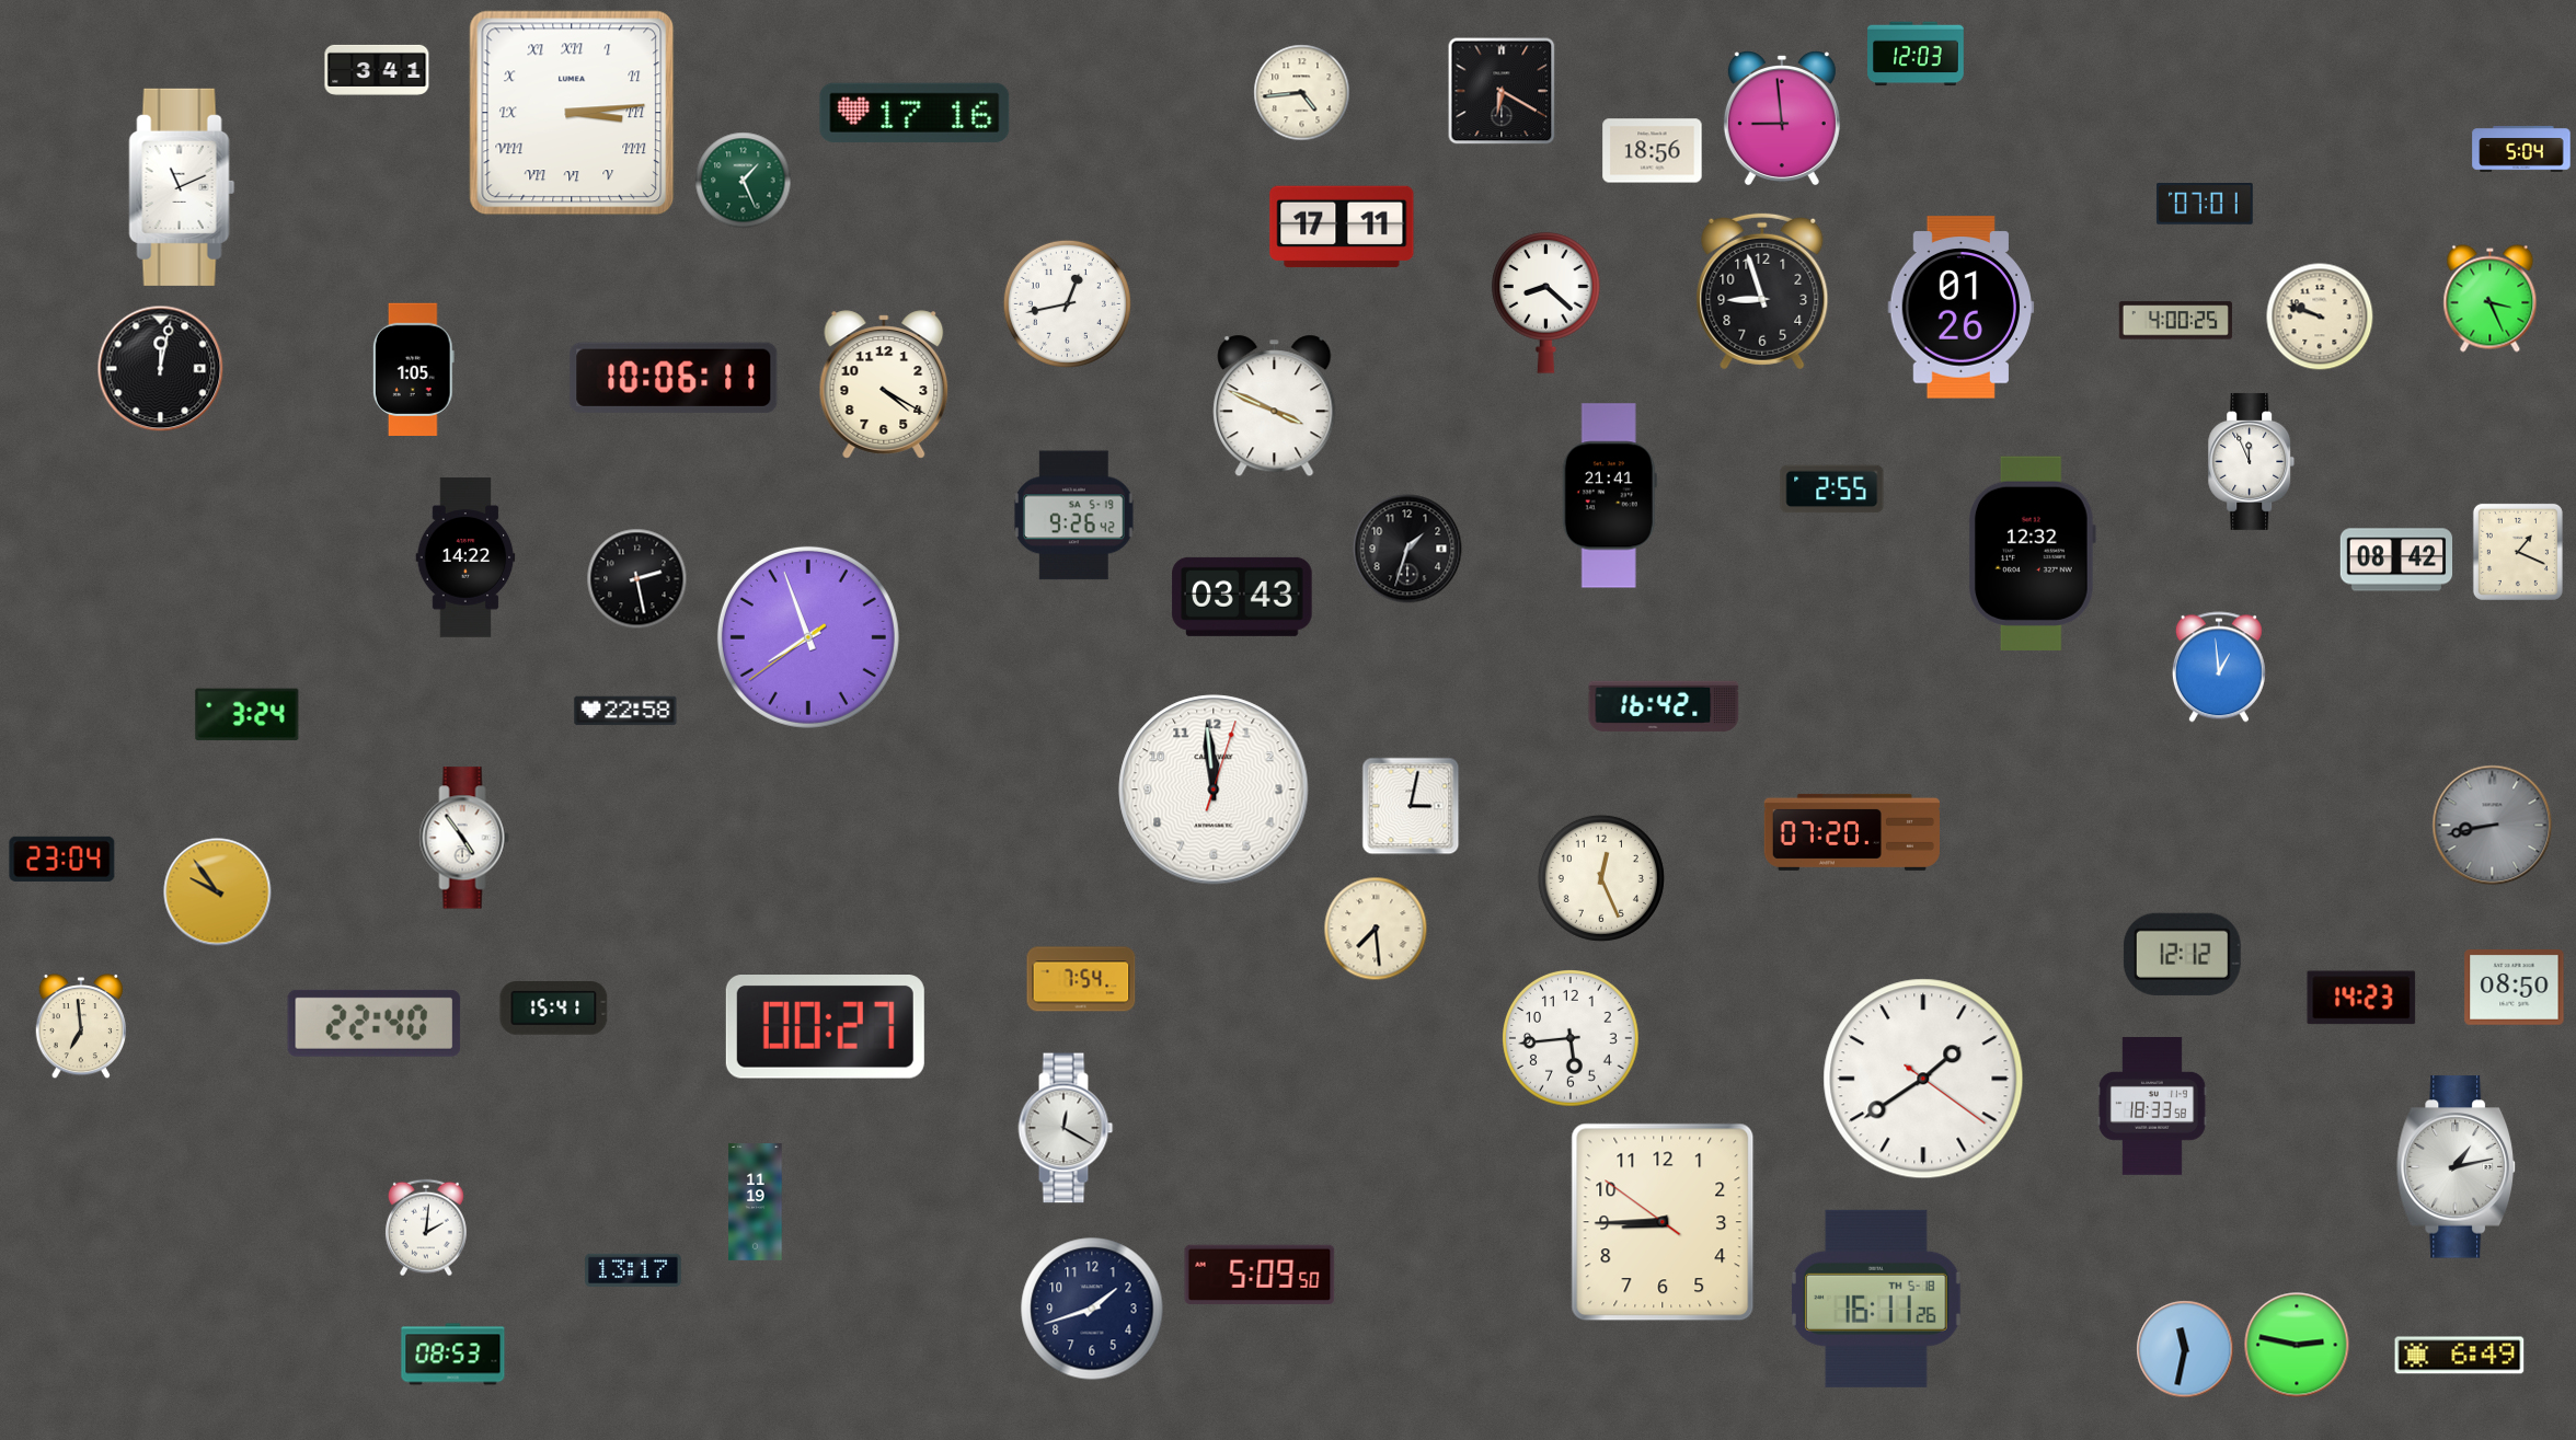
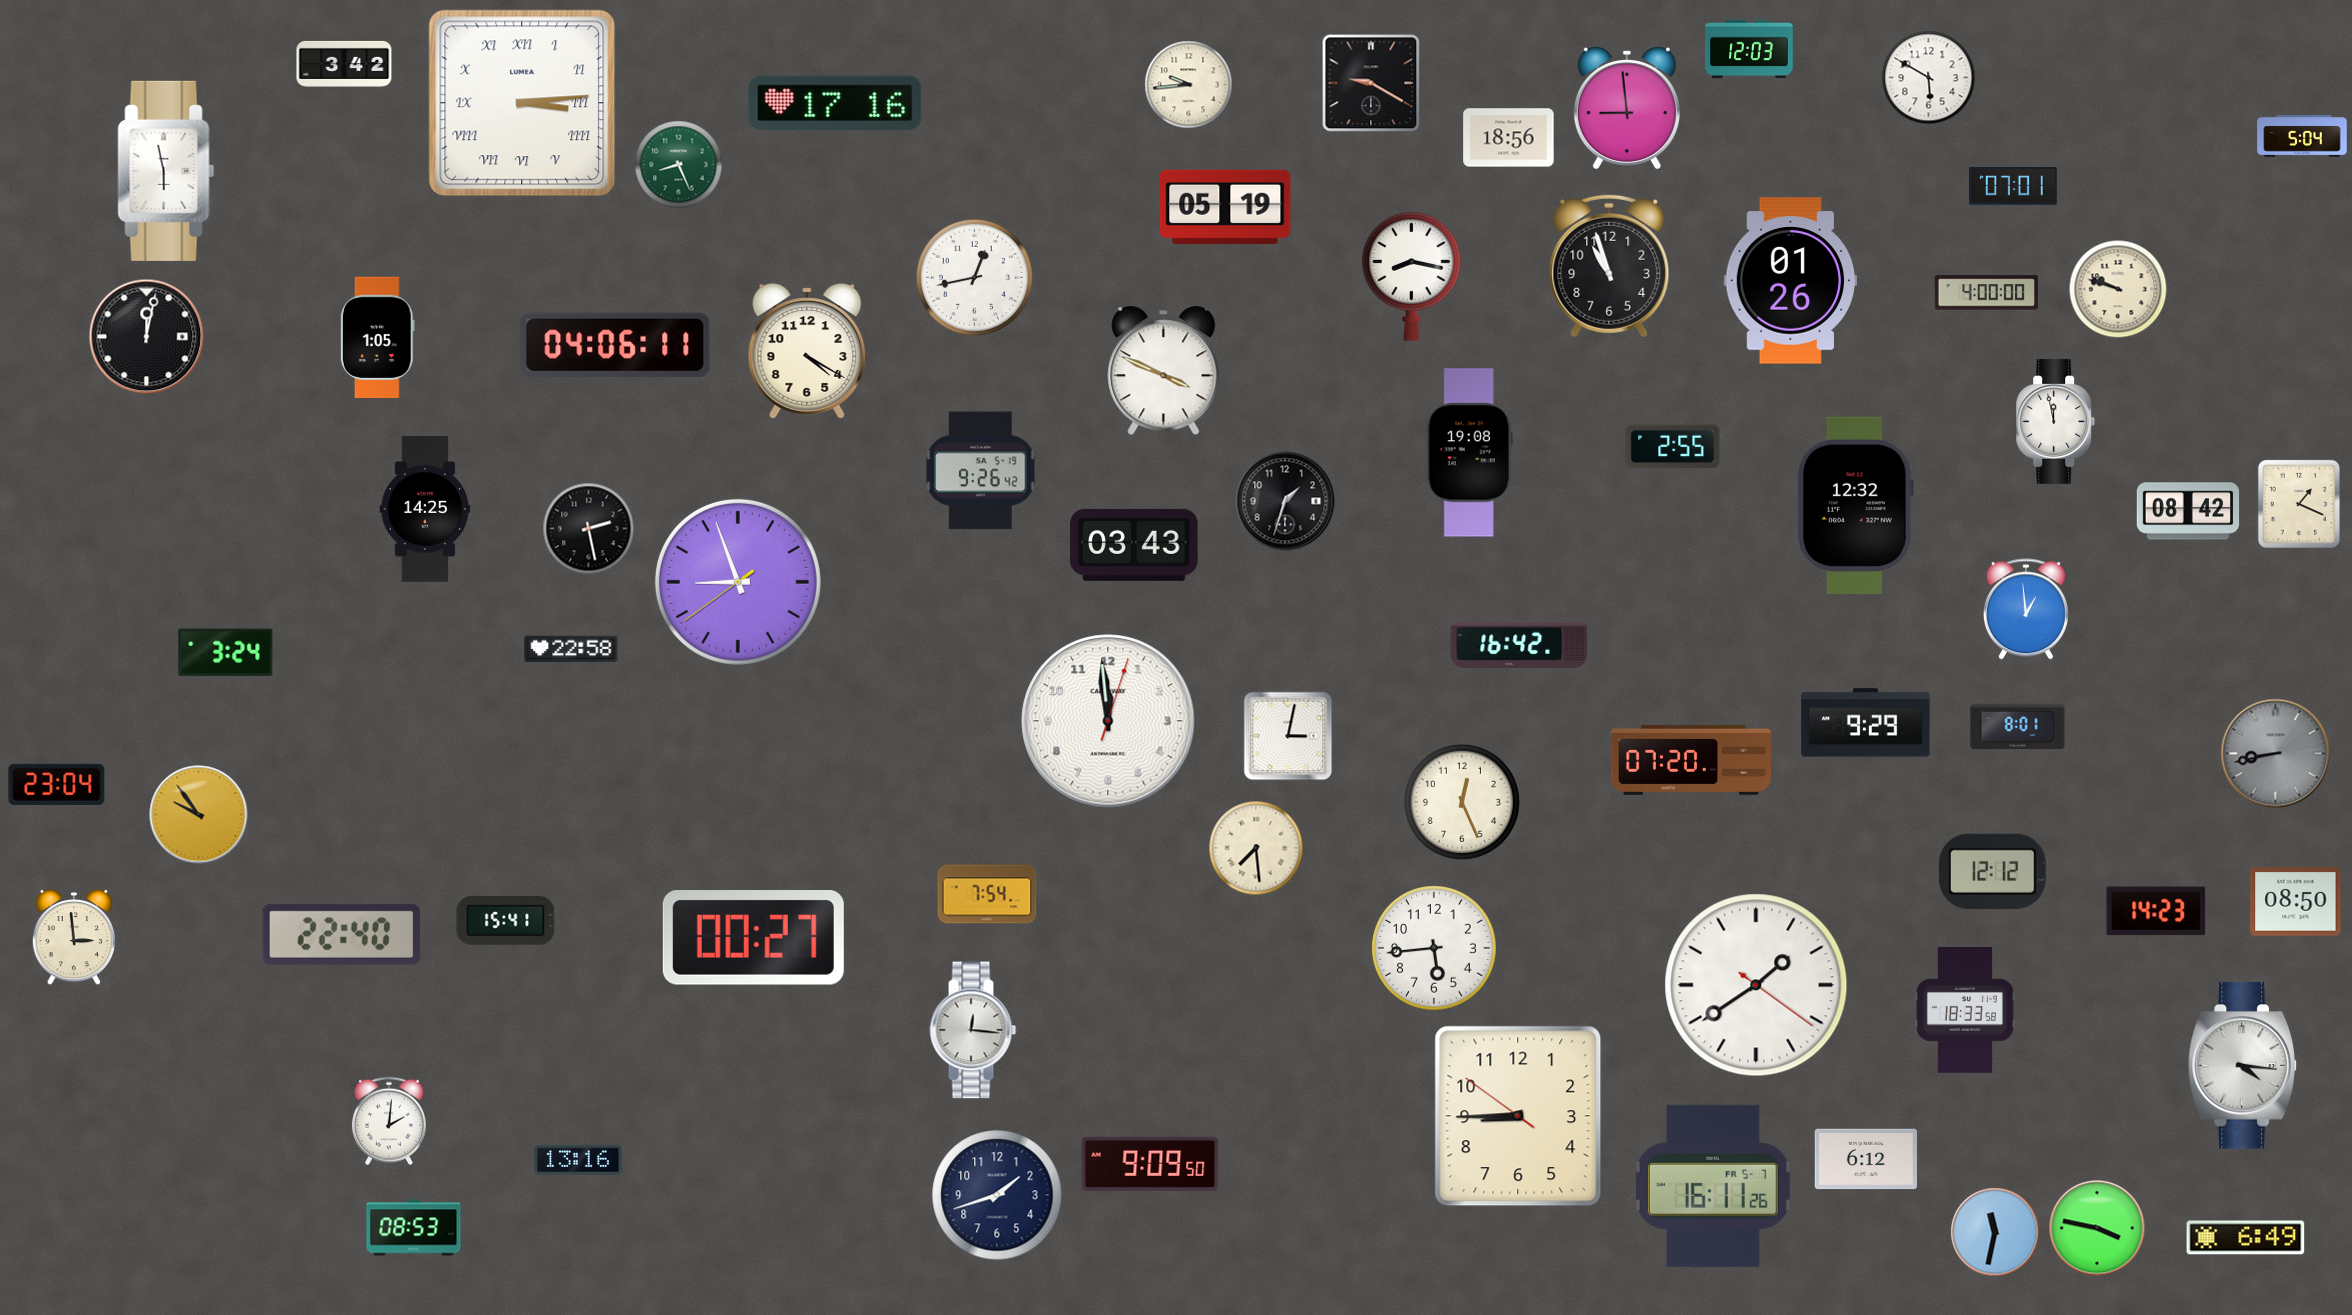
clock at (377, 70): 3:41 -> 3:42
clock at (1929, 78): none -> 5:50
clock at (1502, 91): 6:20 -> 9:20
clock at (1302, 93): 4:44 -> 9:44
clock at (744, 181): 1:26 -> 8:26
clock at (182, 187): 11:11 -> 5:58
clock at (1342, 227): 17:11 -> 05:19
clock at (1762, 291): 8:57 -> 10:57
clock at (2491, 299): 3:26 -> none
clock at (1546, 303): 8:22 -> 8:17
clock at (2175, 321): 4:00:25 -> 4:00:00
clock at (674, 378): 10:06 -> 04:06
clock at (2252, 461): 11:56 -> 11:58
clock at (1609, 496): 21:41 -> 19:08
clock at (465, 557): 14:22 -> 14:25
clock at (637, 579) position: (637, 579) -> (589, 529)
clock at (808, 637): 7:56 -> 8:56
clock at (1866, 723): none -> 9:29
clock at (2018, 727): none -> 8:01
clock at (464, 838): 4:54 -> none
clock at (81, 1026): 6:59 -> 2:59
clock at (1066, 1128): 12:20 -> 12:16
clock at (2457, 1167): 1:13 -> 4:16
clock at (756, 1202): 11:19 -> none
clock at (1866, 1159): none -> 6:12
clock at (634, 1270): 13:17 -> 13:16
clock at (1260, 1275): 5:09 -> 9:09
clock at (1876, 1299) date: TH 5-18 -> FR 5-7
clock at (2297, 1345): 2:47 -> 3:47
clock at (453, 1355) position: (453, 1355) -> (414, 1228)
